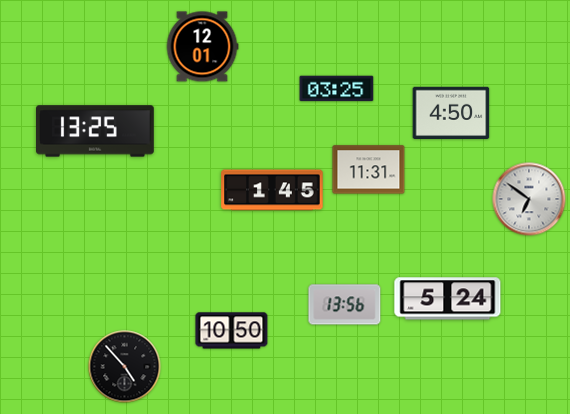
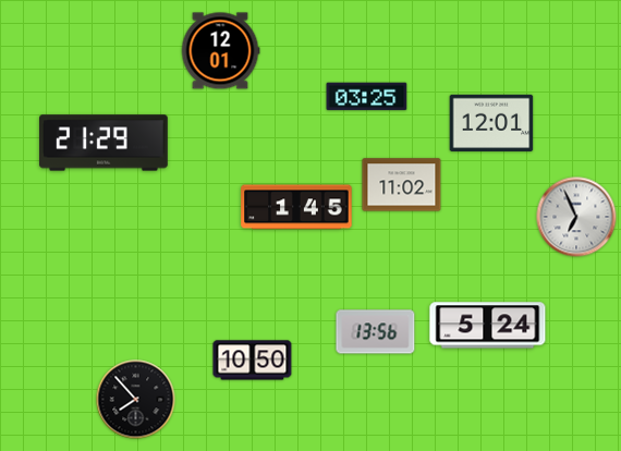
clock at (451, 112): 4:50 -> 12:01
clock at (96, 131): 13:25 -> 21:29
clock at (369, 170): 11:31 -> 11:02
clock at (529, 199): 6:51 -> 6:56
clock at (125, 367): 4:53 -> 7:53
